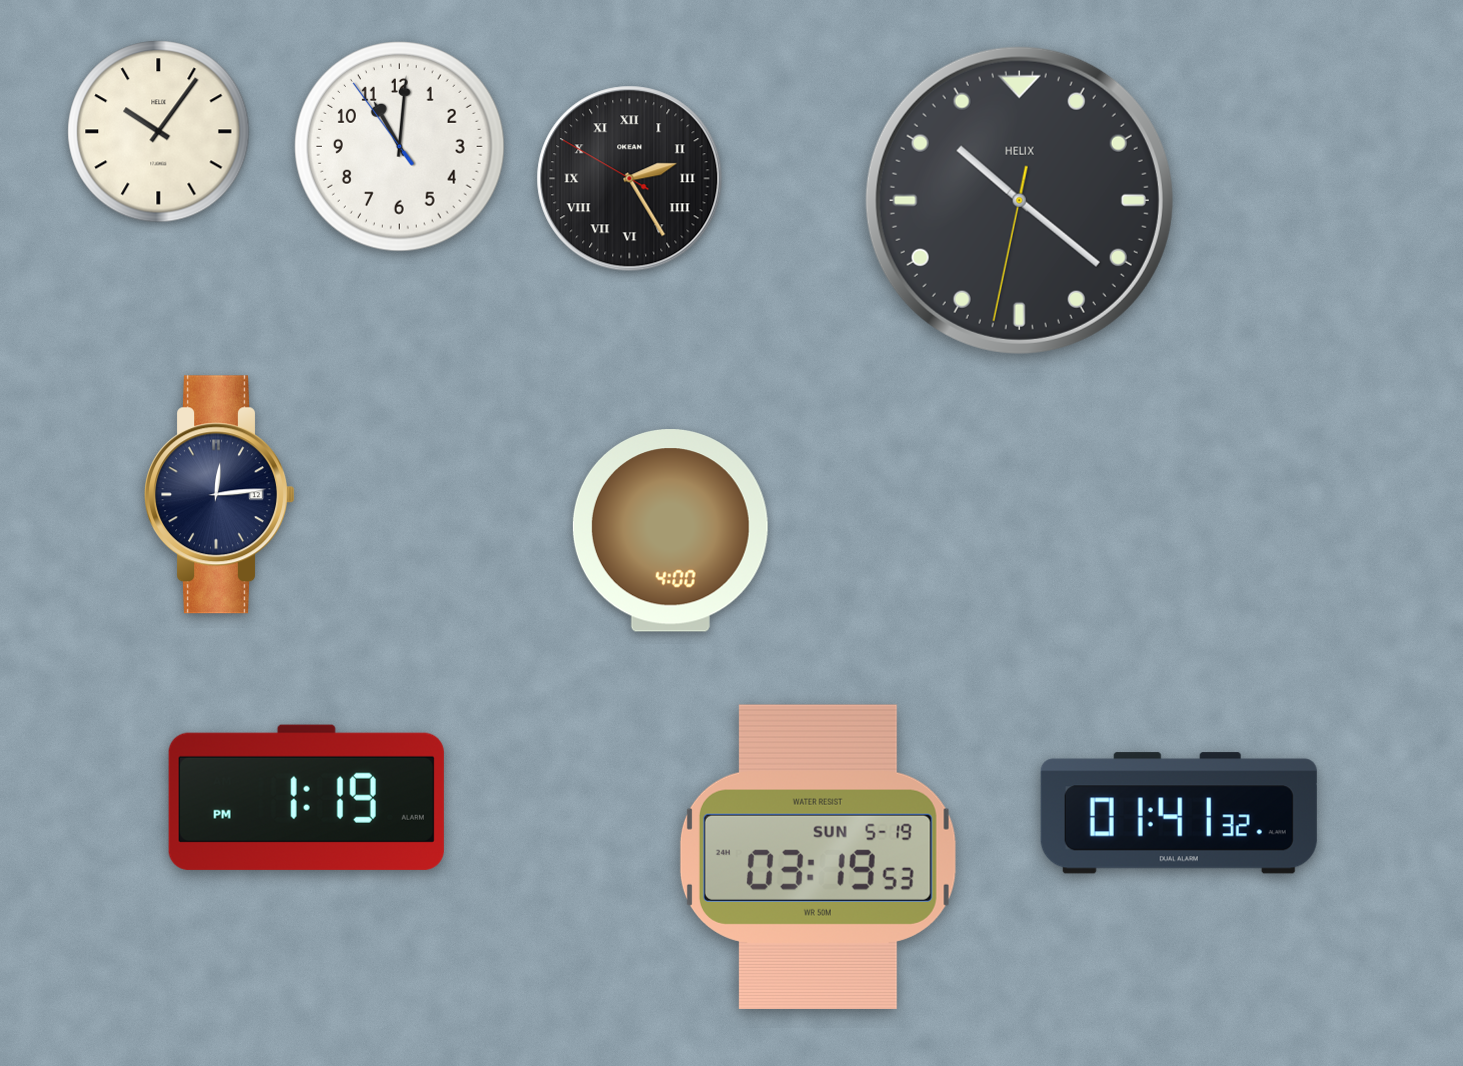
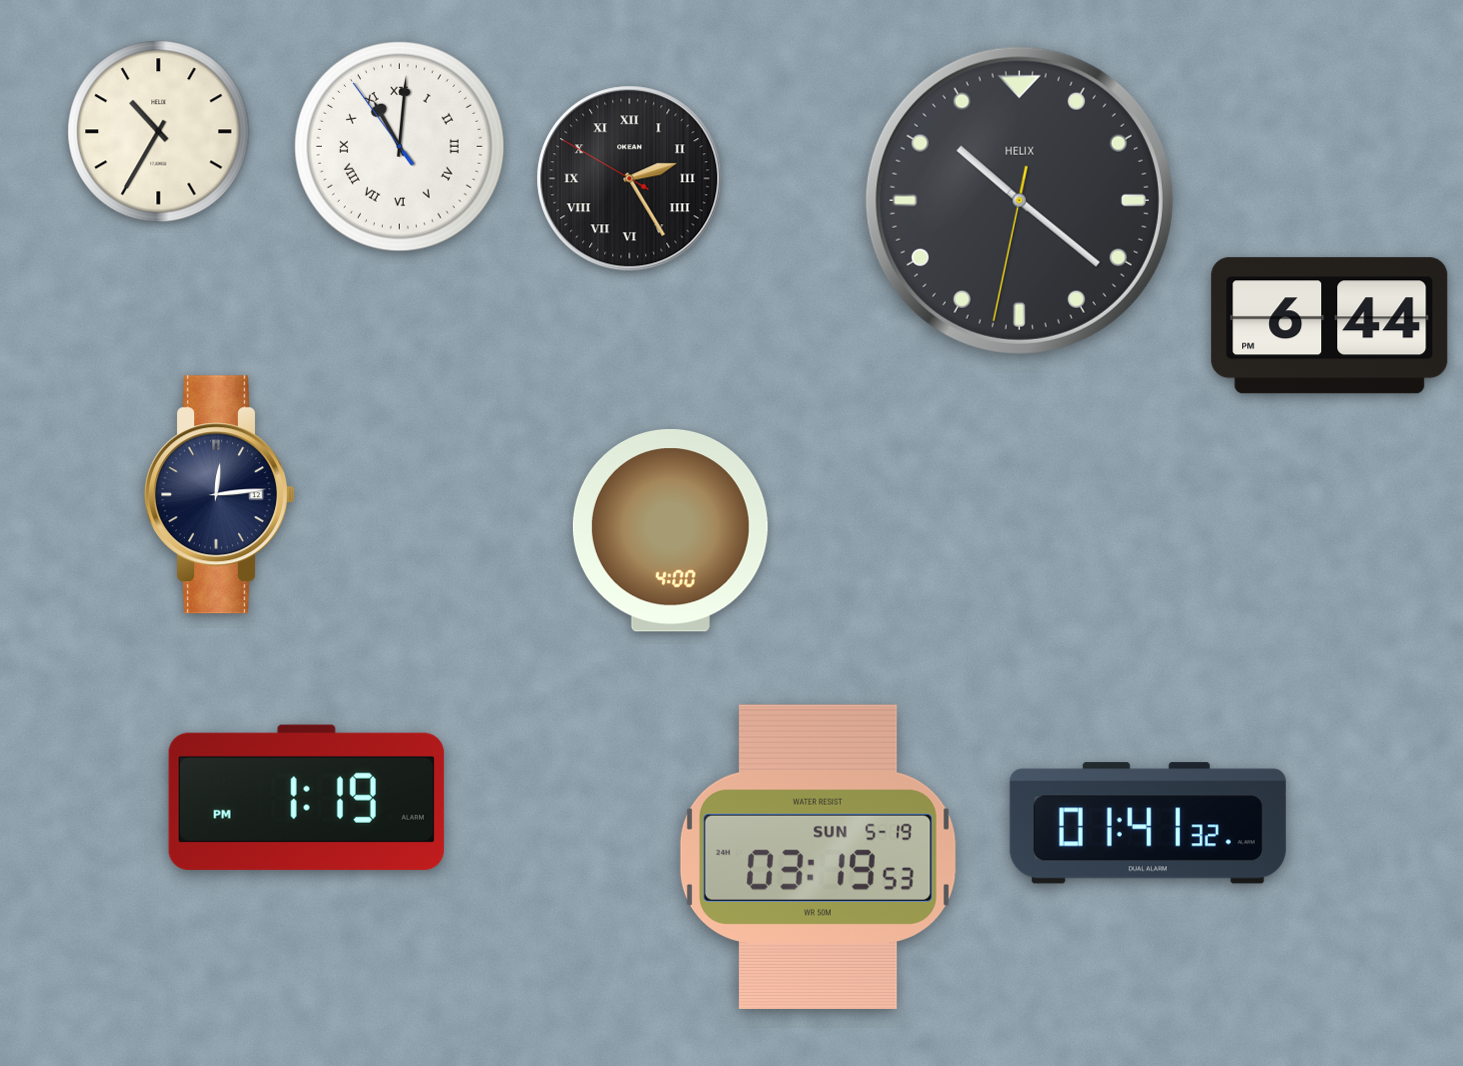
clock at (159, 132): 10:06 -> 10:35
clock at (400, 147) numerals: Arabic -> Roman
clock at (1330, 326): none -> 6:44
clock at (1179, 813) position: (1179, 813) -> (1148, 823)
